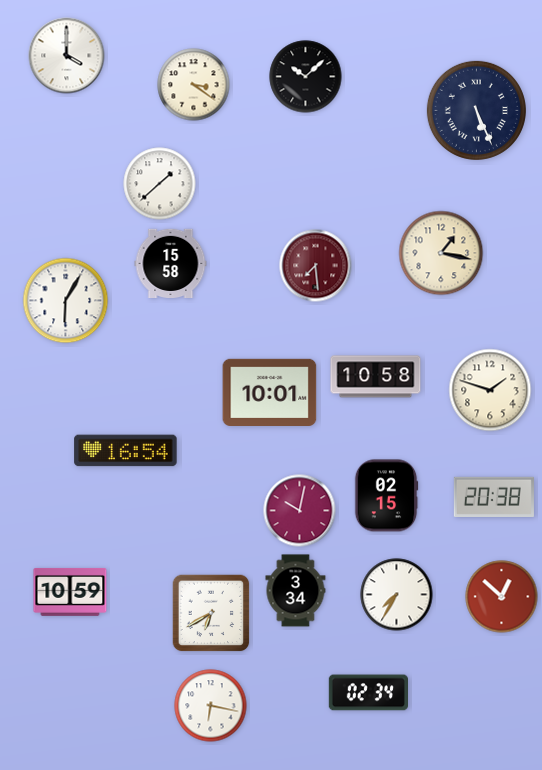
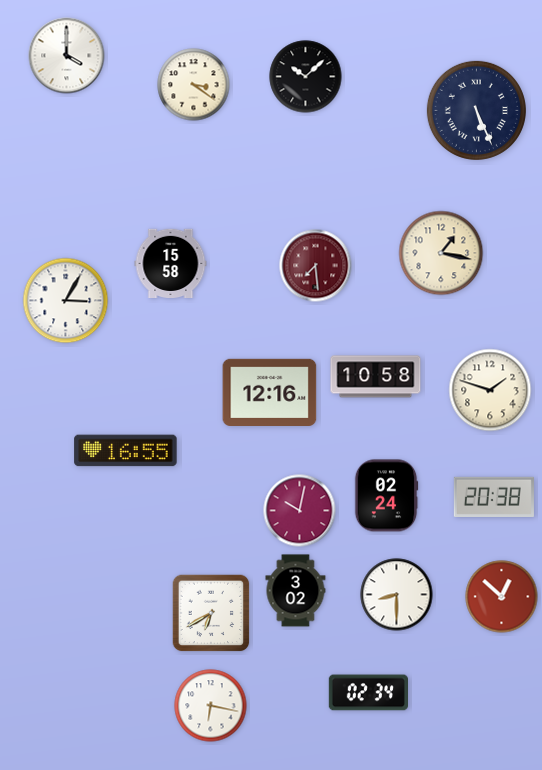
clock at (160, 184): 1:38 -> none
clock at (66, 301): 6:05 -> 3:05
clock at (270, 392): 10:01 -> 12:16
clock at (126, 451): 16:54 -> 16:55
clock at (386, 496): 02:15 -> 02:24
clock at (296, 591): 3:34 -> 3:02
clock at (70, 592): 10:59 -> none
clock at (397, 595): 7:35 -> 8:30
